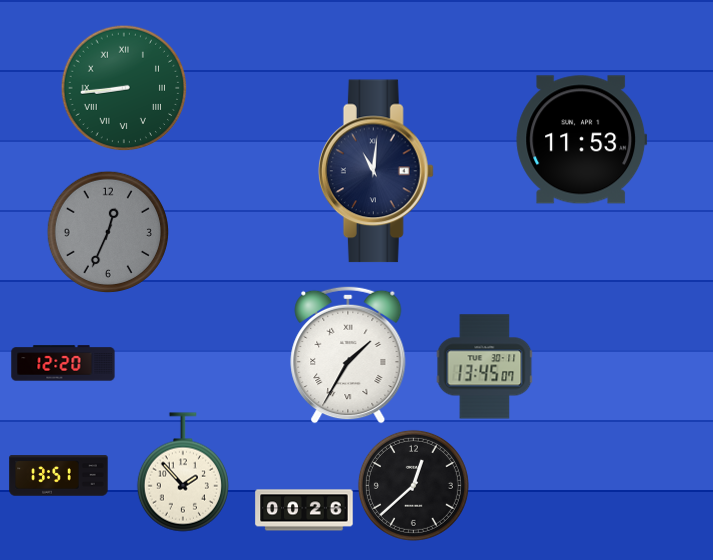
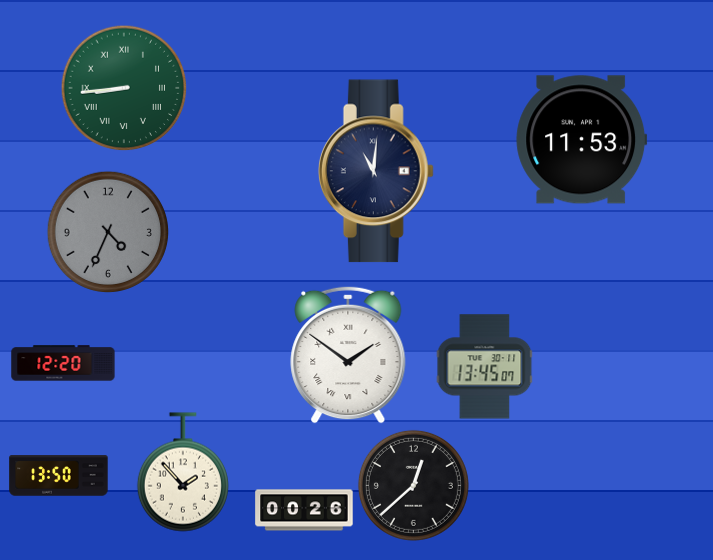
clock at (107, 231): 12:34 -> 4:34
clock at (348, 355): 1:35 -> 1:51
clock at (59, 476): 13:51 -> 13:50
